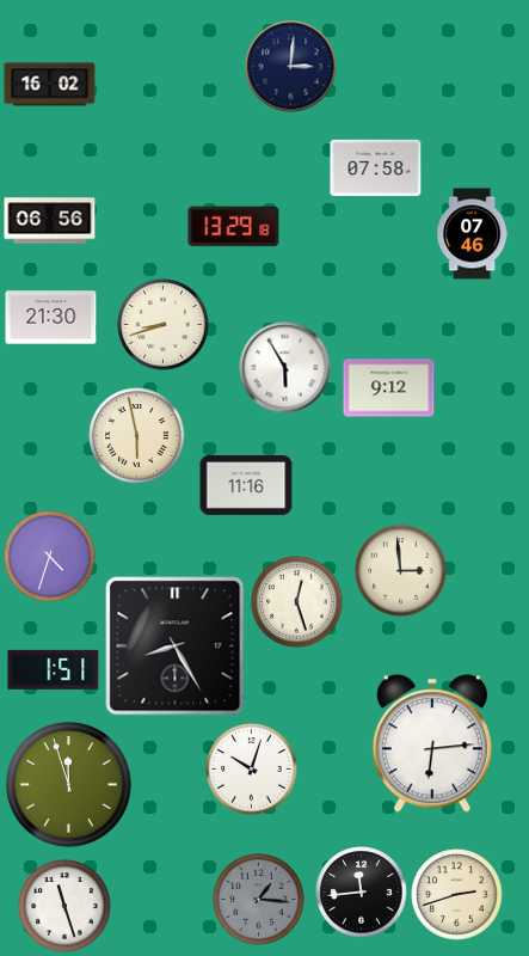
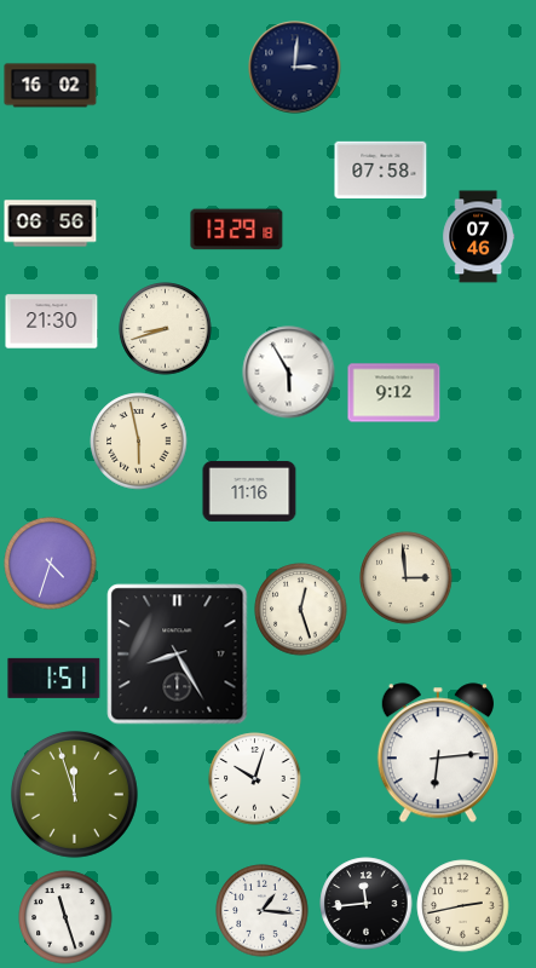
clock at (68, 784) position: (68, 784) -> (74, 794)
clock at (457, 895): 2:42 -> 2:43
clock at (259, 900) dial: grey -> white
